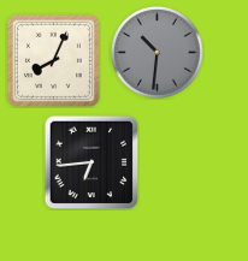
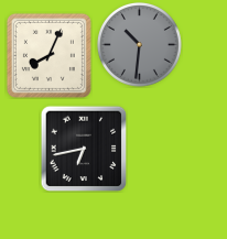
clock at (158, 53) position: (158, 53) -> (140, 45)
clock at (91, 162): 6:44 -> 6:43
